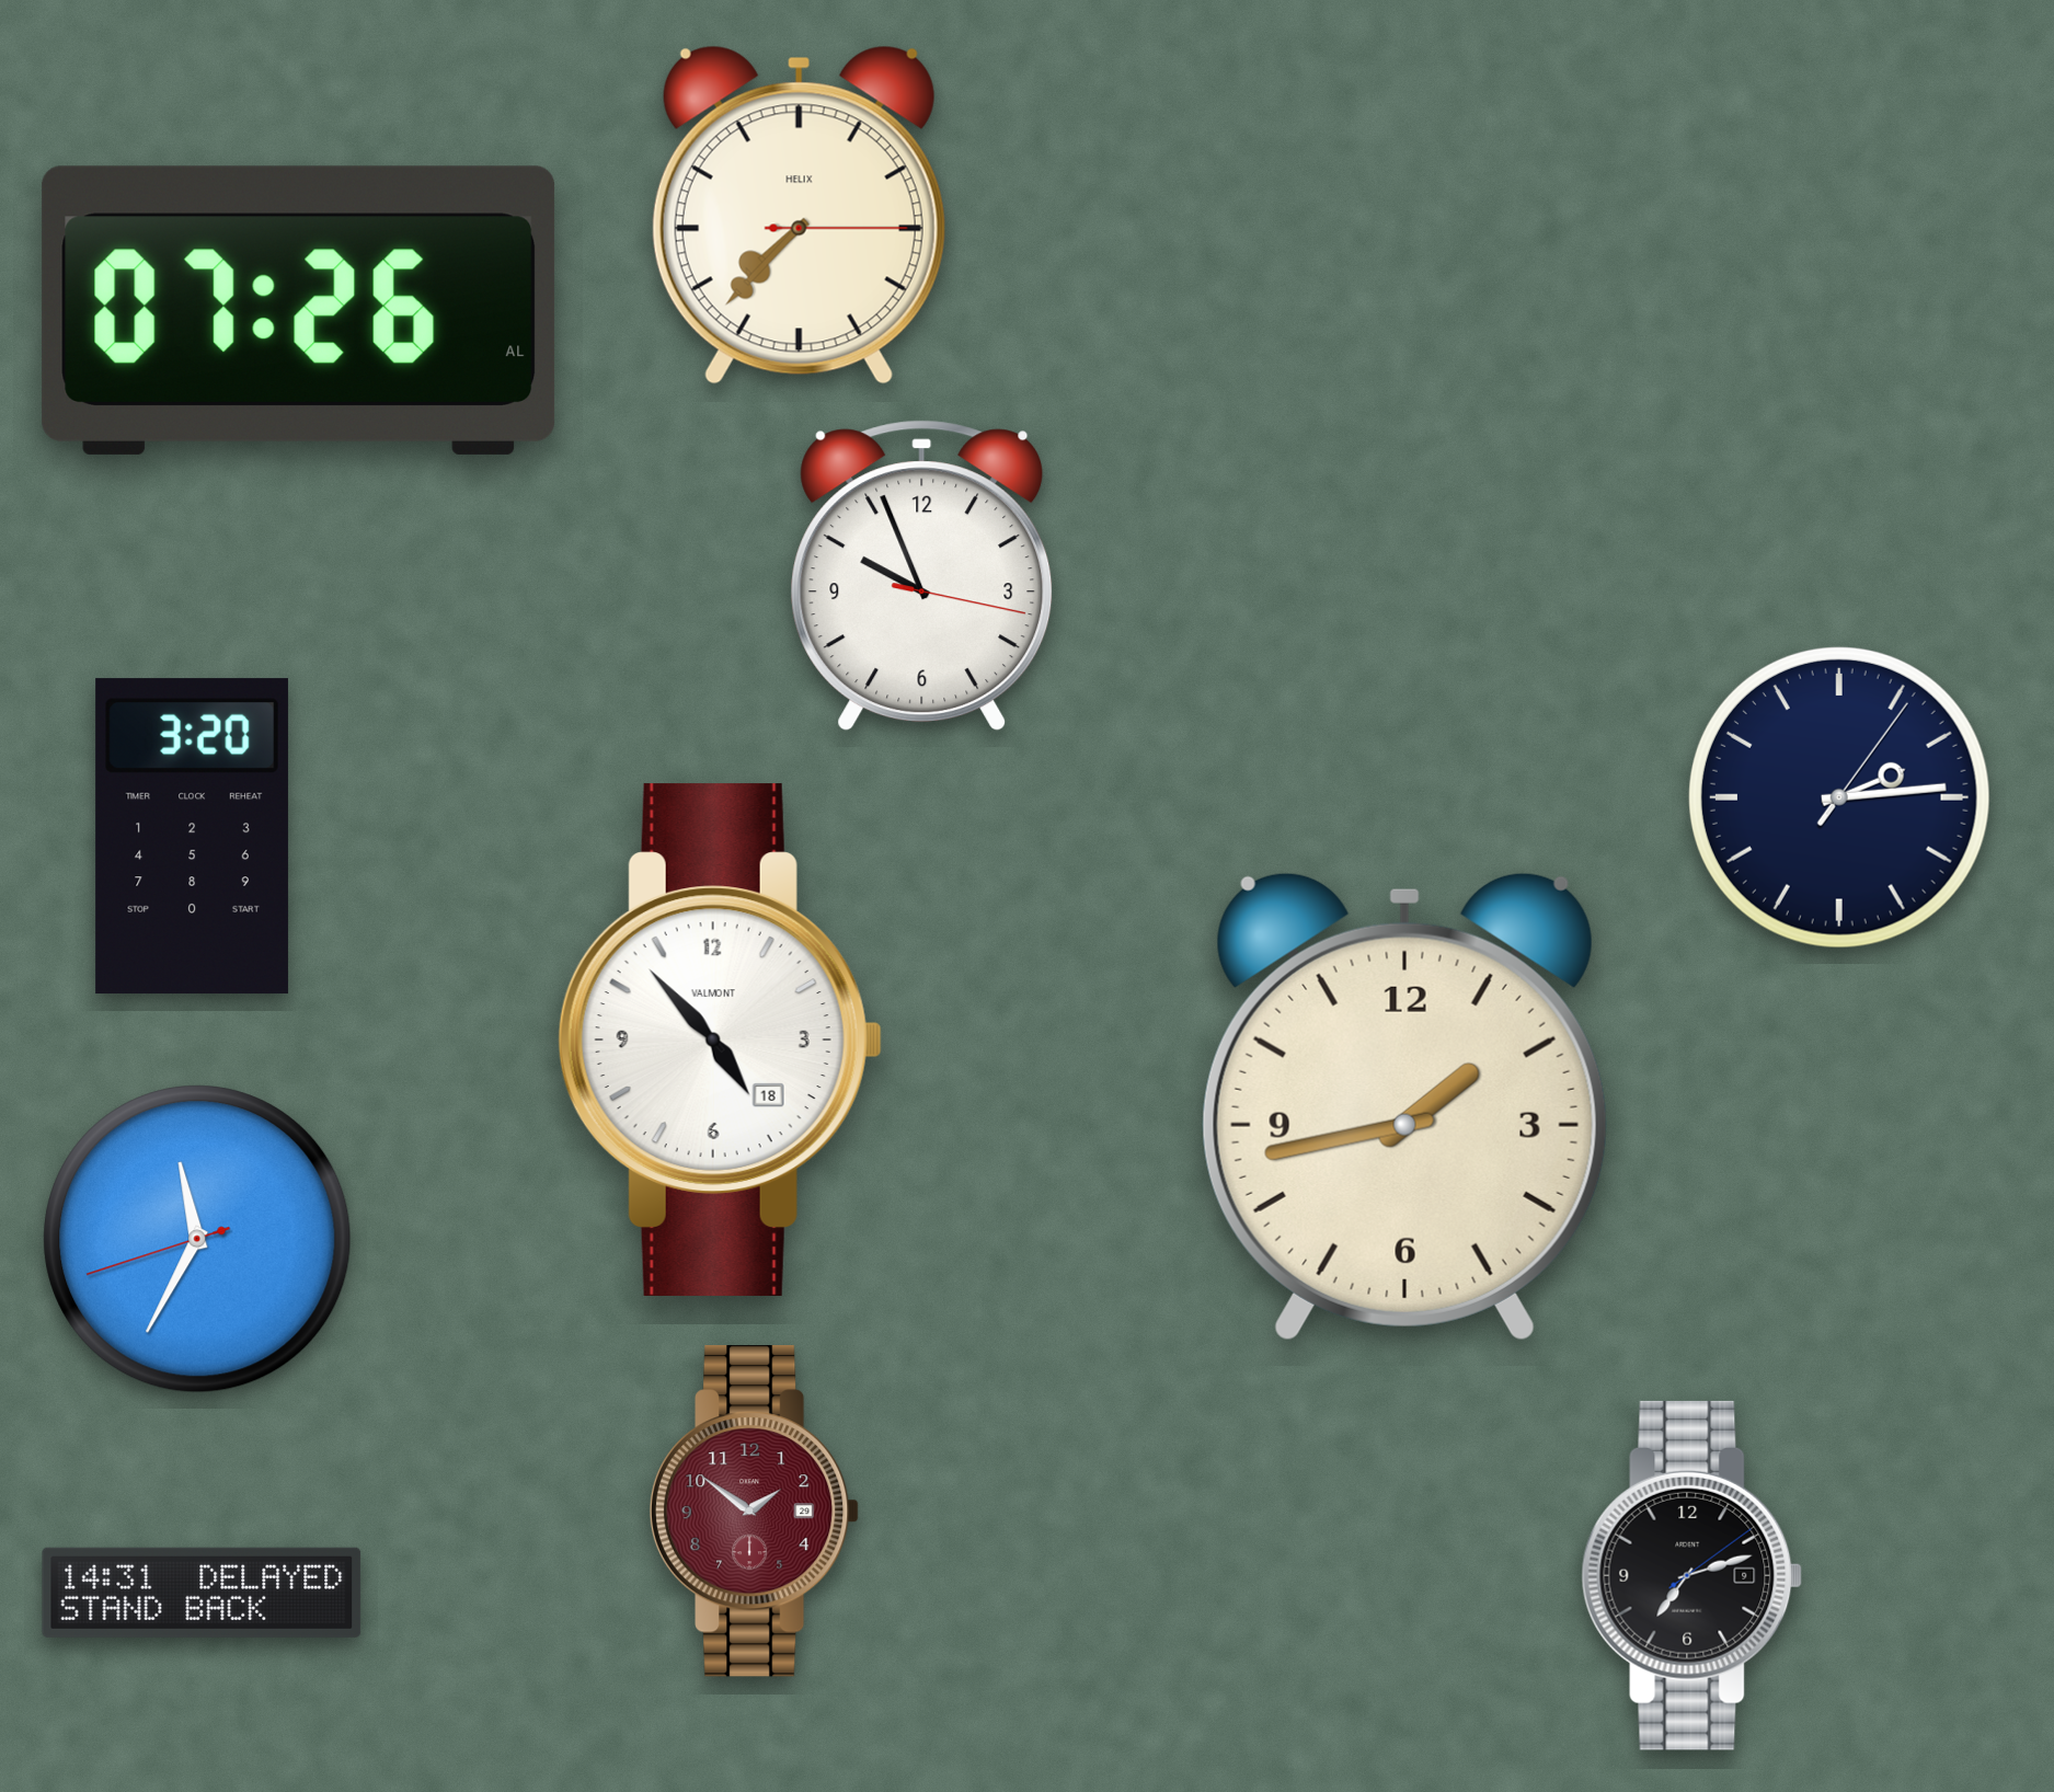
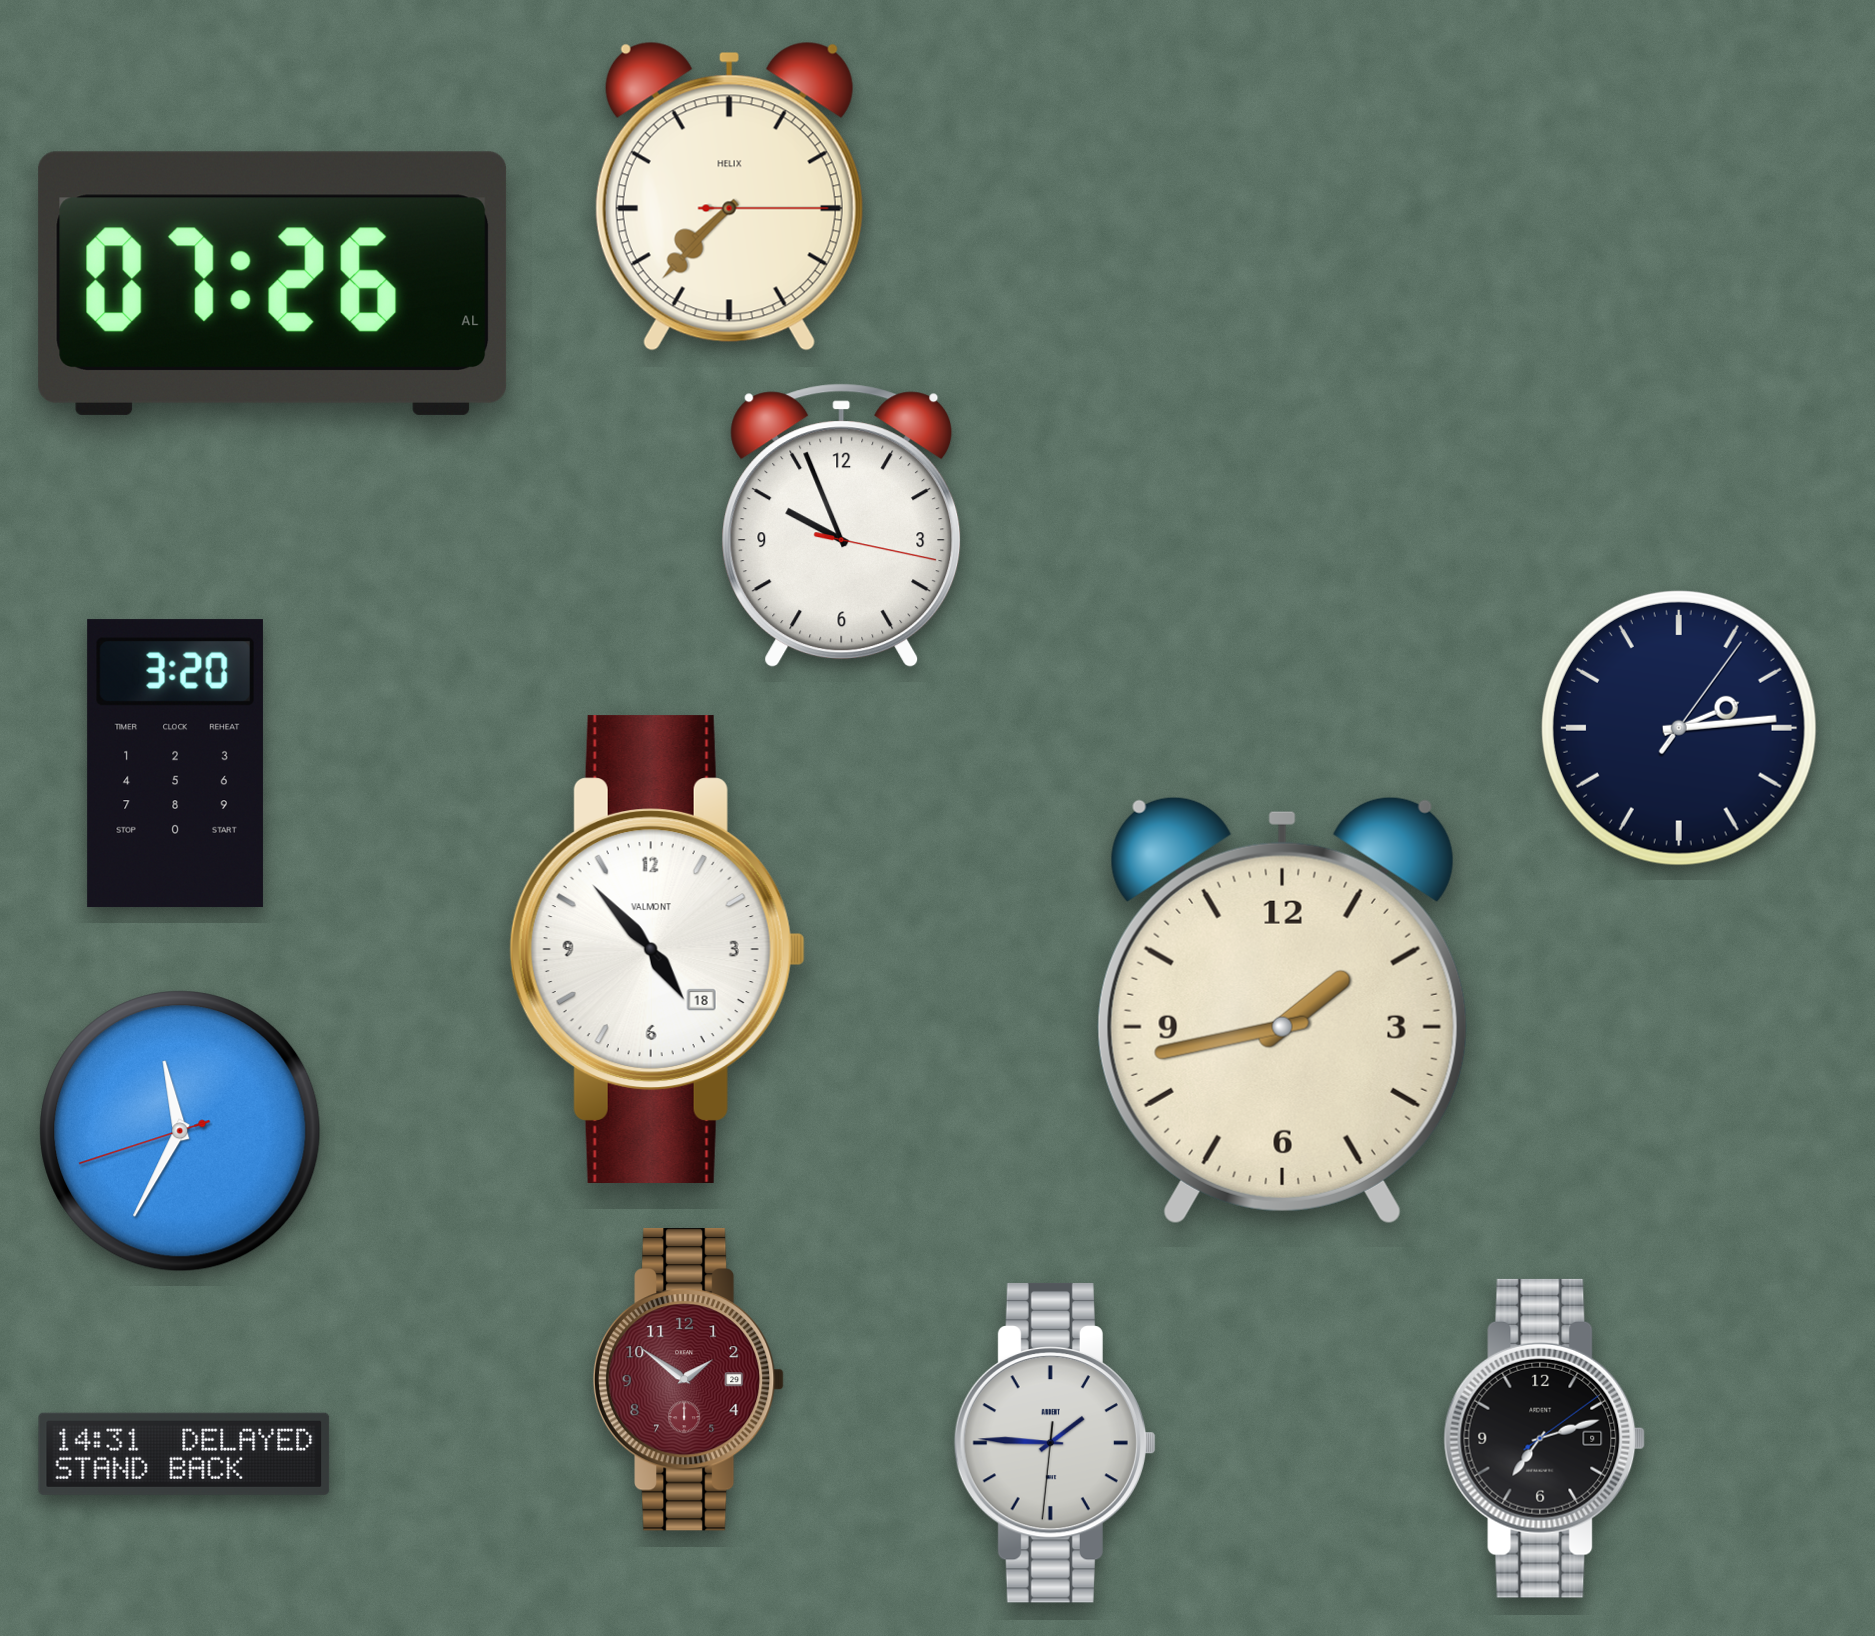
clock at (1055, 1443): none -> 1:45
